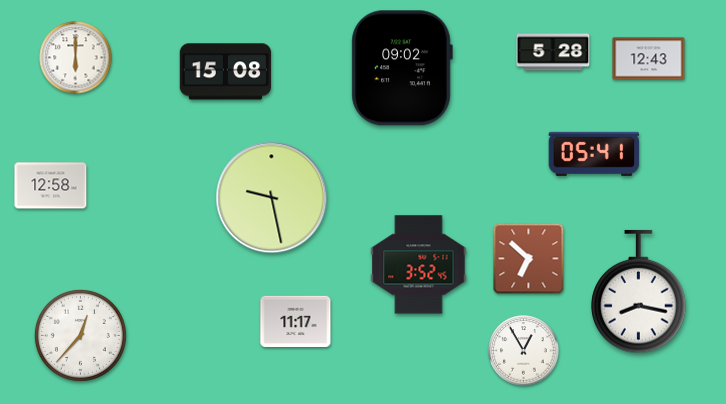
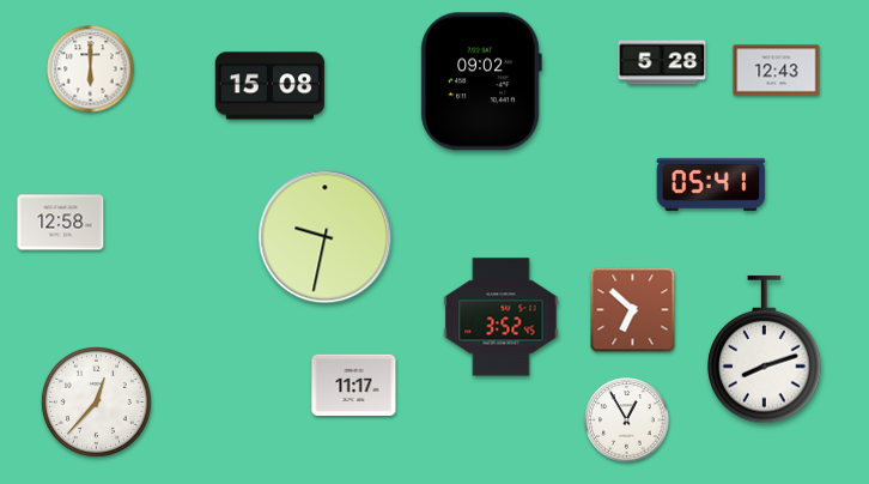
clock at (272, 198): 9:28 -> 9:32
clock at (639, 292): 8:17 -> 8:12
